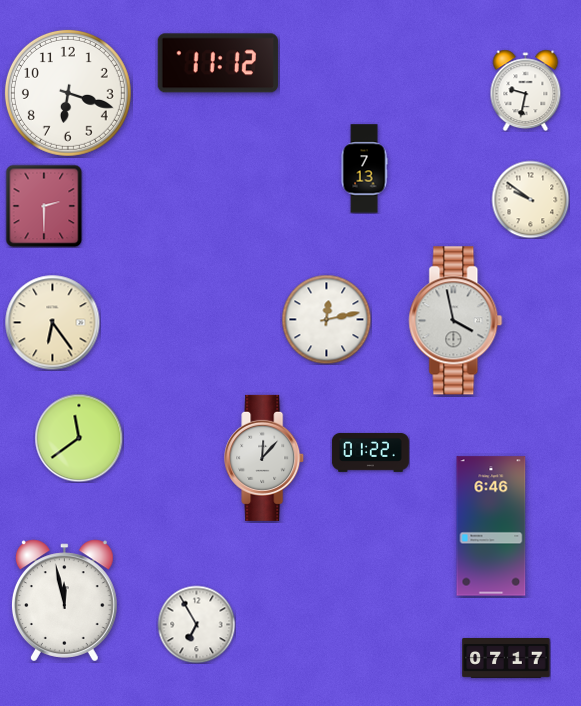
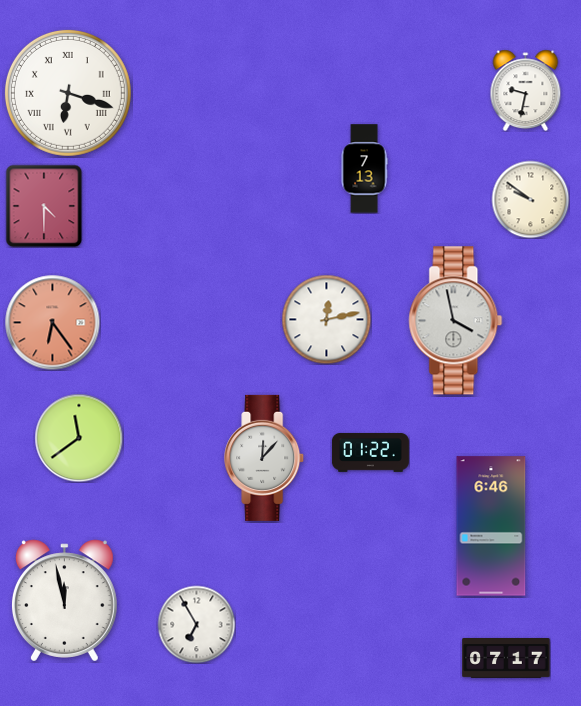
clock at (218, 63): 11:12 -> none
clock at (68, 93) numerals: Arabic -> Roman
clock at (44, 206): 2:30 -> 4:30
clock at (52, 322) dial: cream -> salmon
